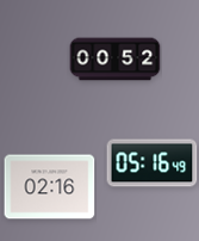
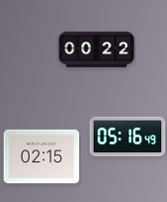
clock at (116, 60): 00:52 -> 00:22
clock at (50, 187): 02:16 -> 02:15
